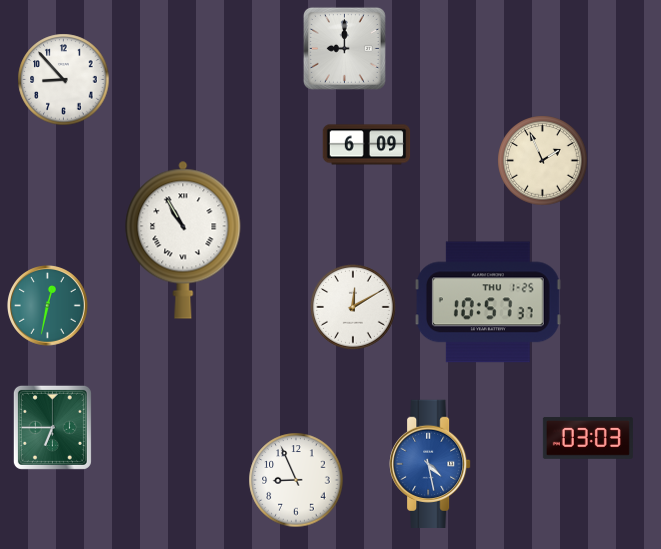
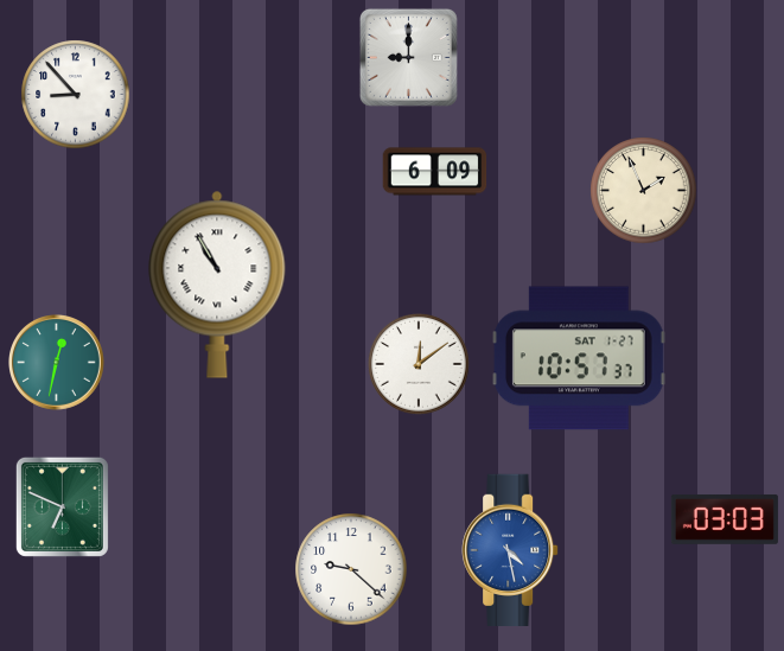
clock at (488, 302) date: THU 1-25 -> SAT 1-27
clock at (354, 308): 12:10 -> 12:09
clock at (52, 427): 6:45 -> 6:49
clock at (588, 438) position: (588, 438) -> (725, 519)
clock at (296, 480): 8:56 -> 9:22
